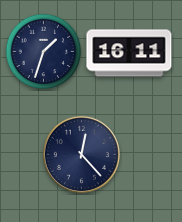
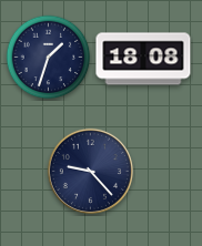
clock at (129, 53): 16:11 -> 18:08
clock at (81, 154): 12:23 -> 9:23
